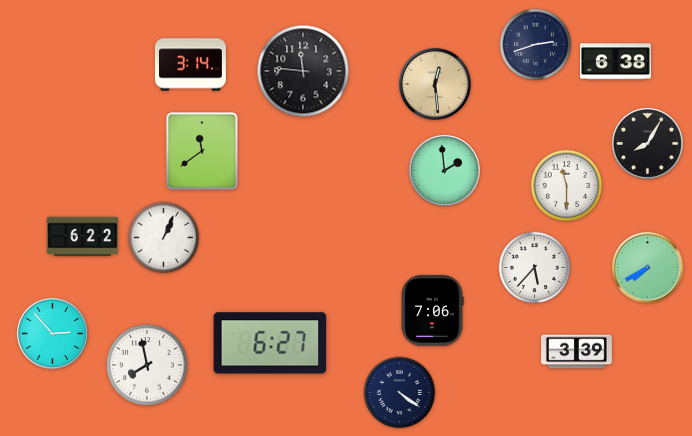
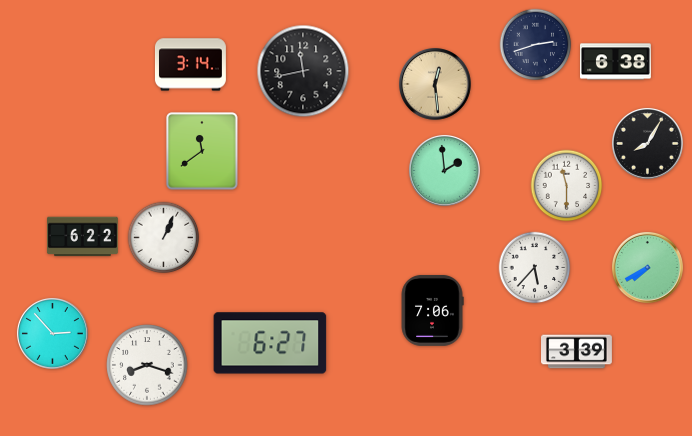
clock at (303, 71): 11:46 -> 11:43
clock at (147, 365): 7:58 -> 8:18
clock at (400, 393): 4:21 -> none
